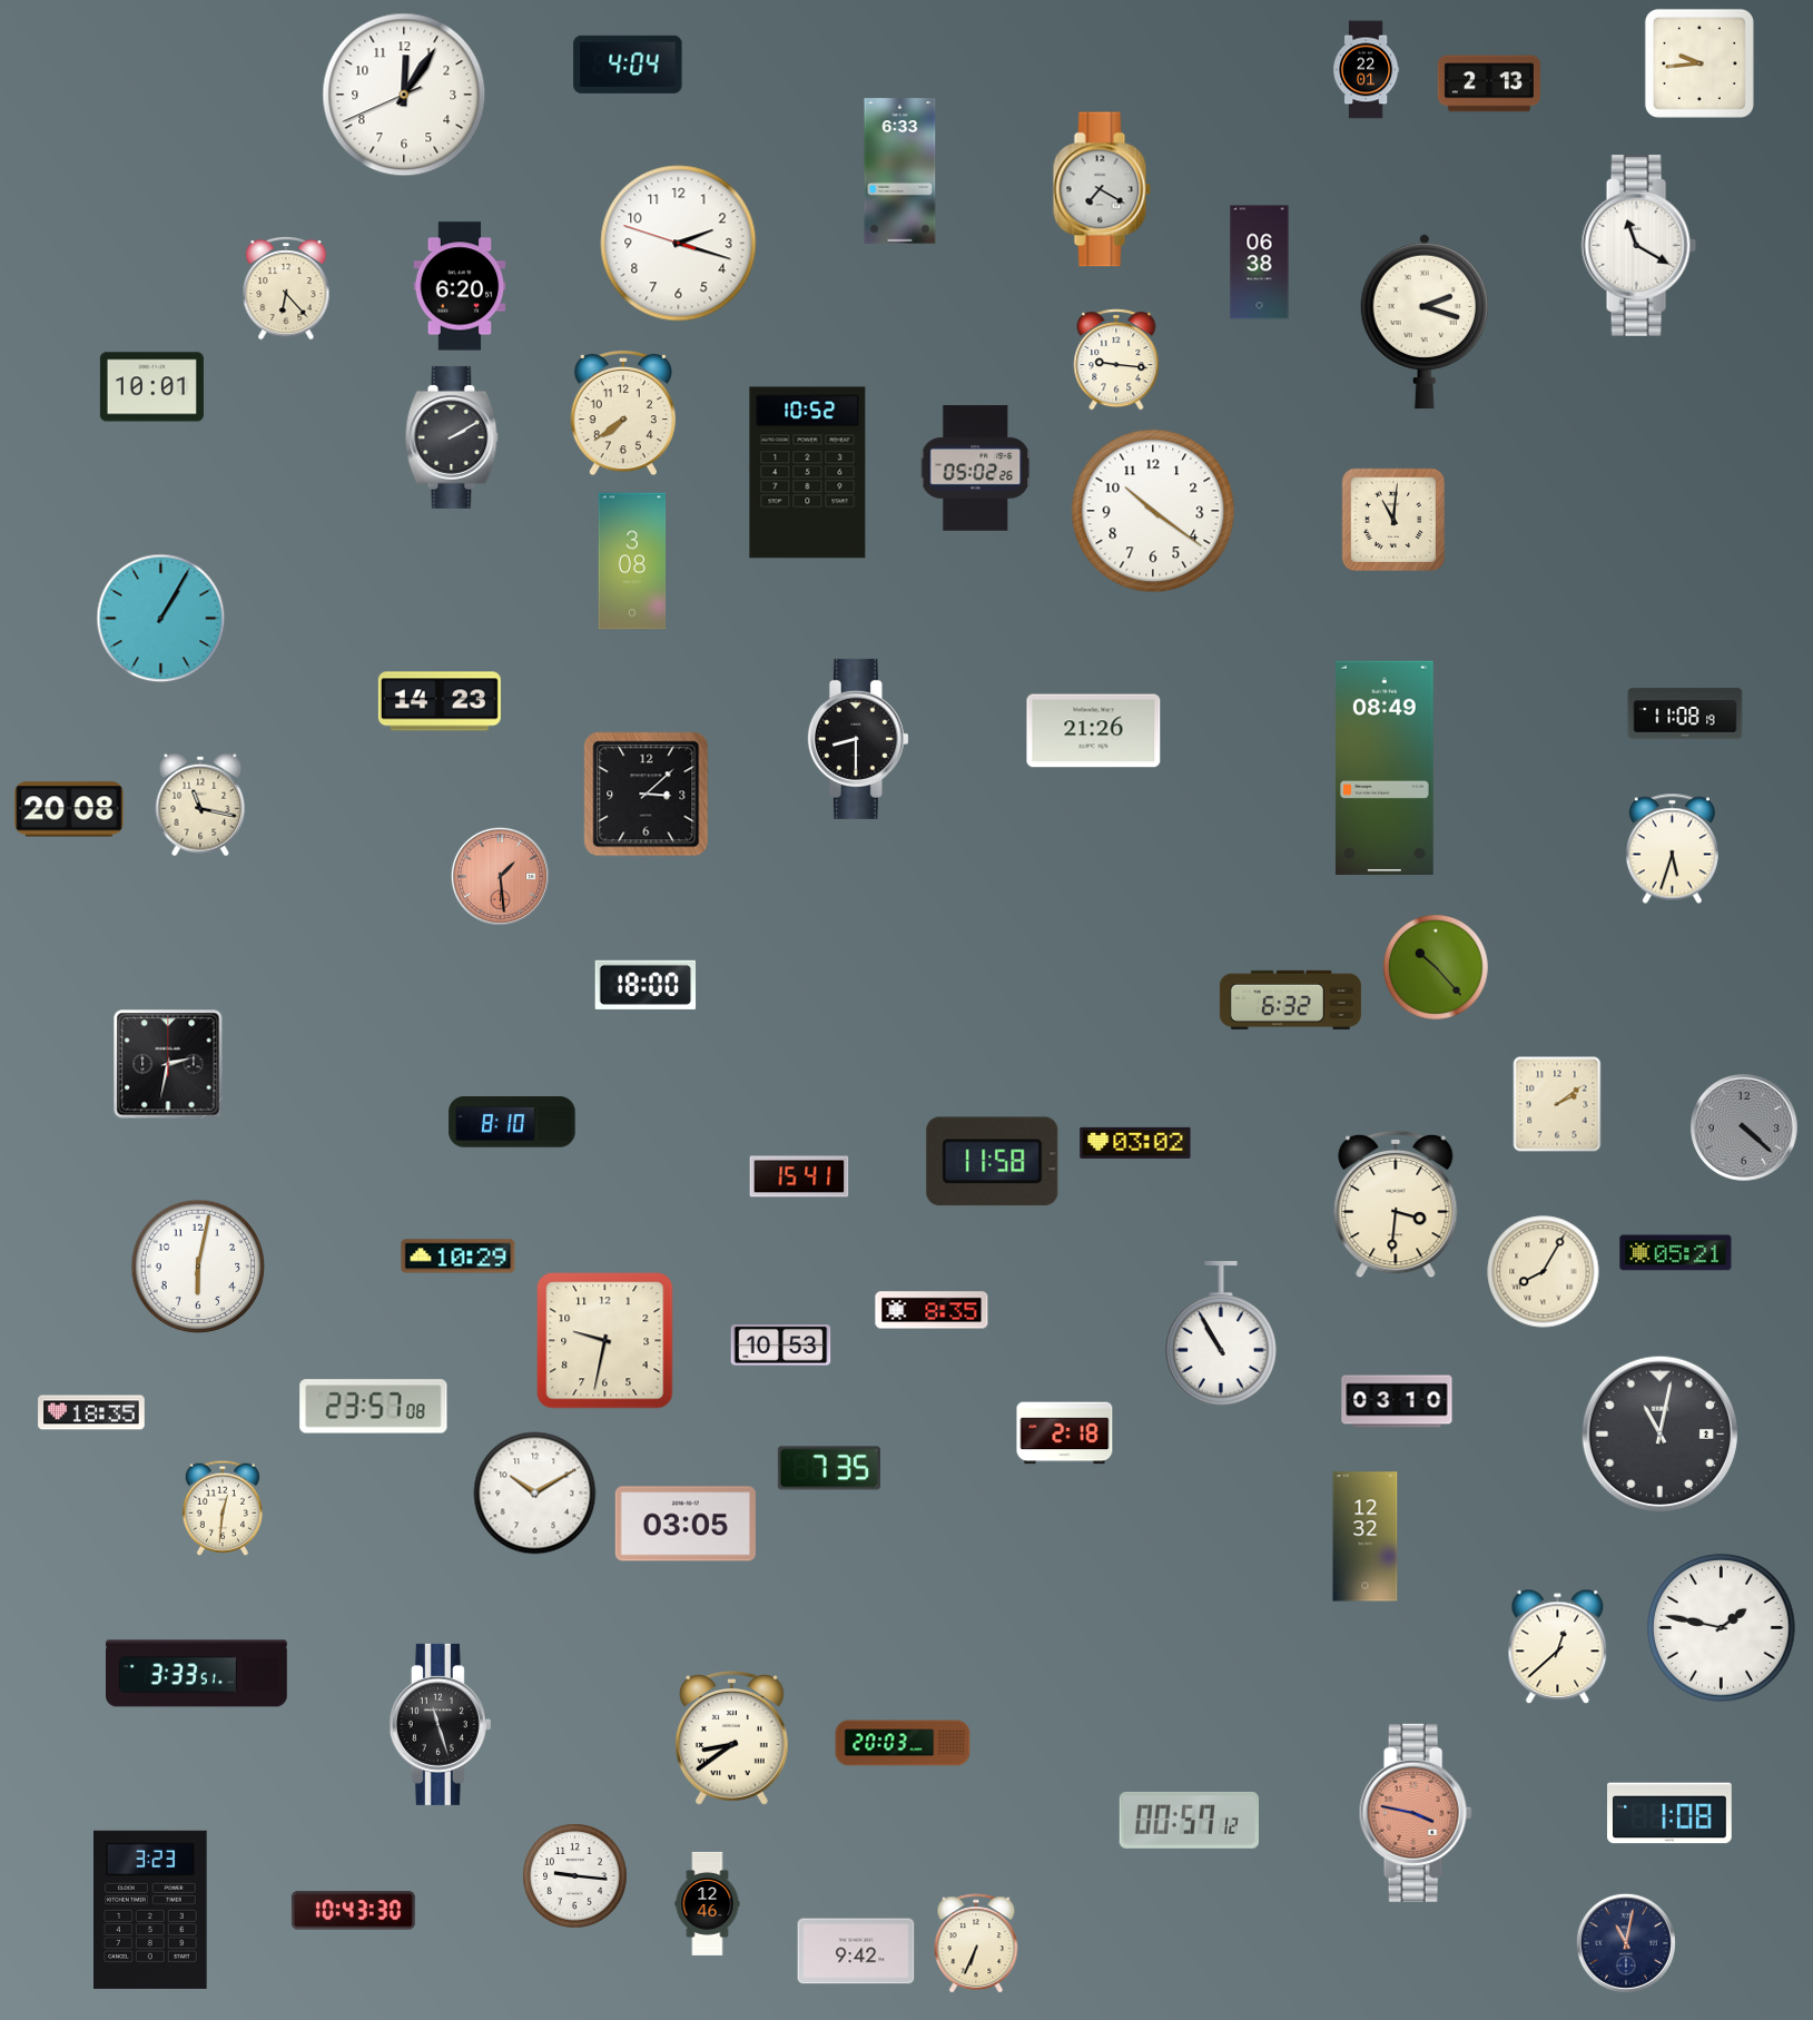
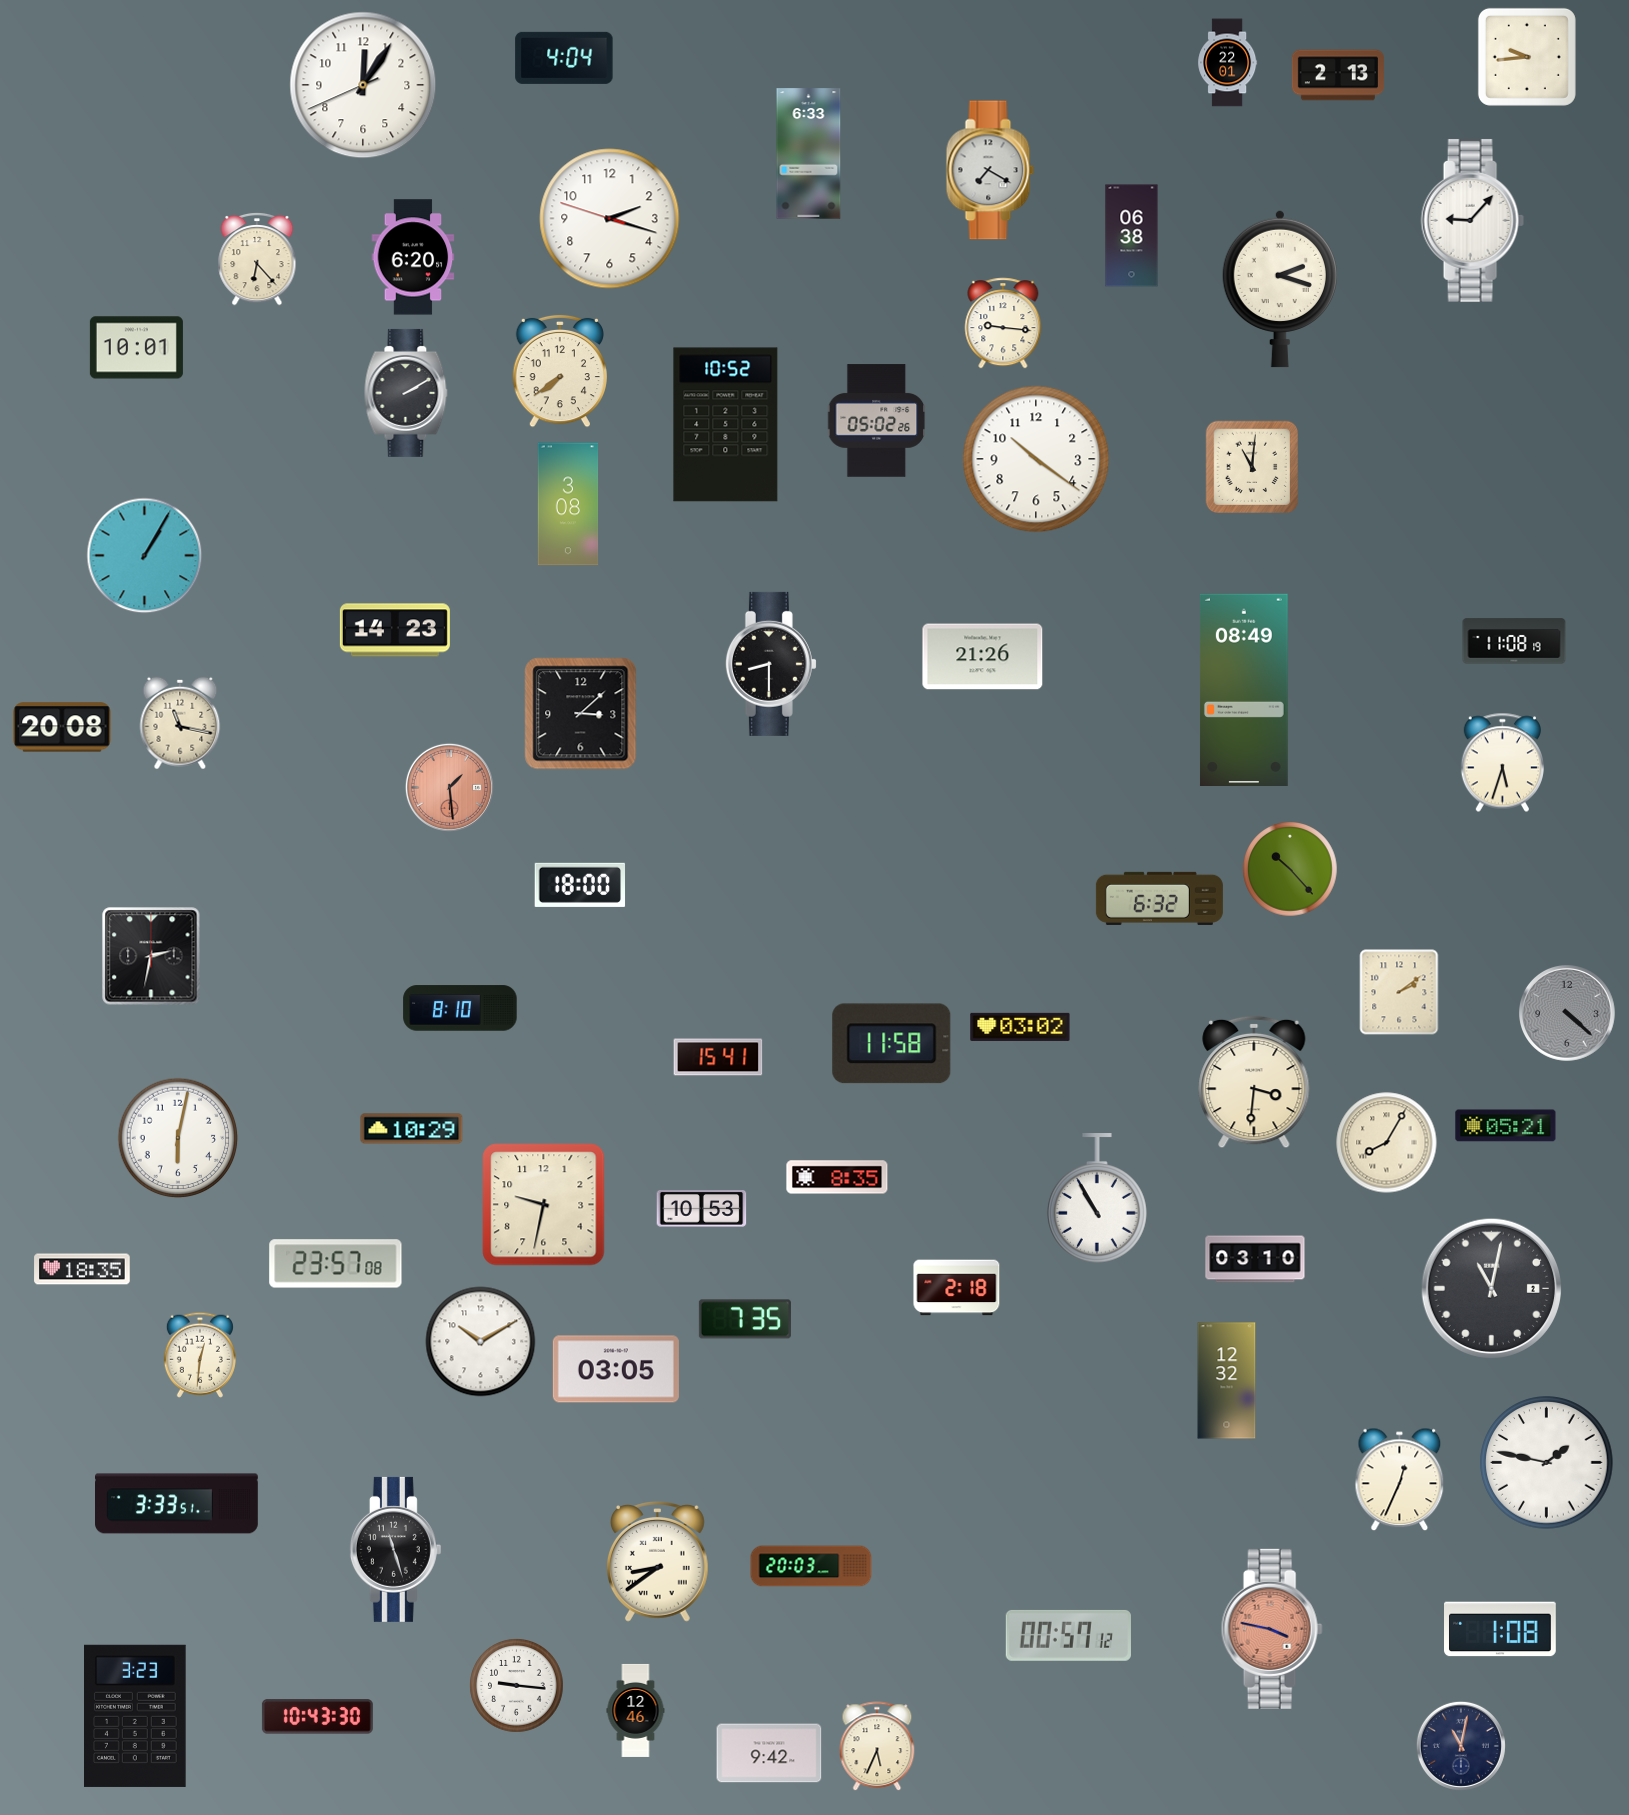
clock at (1638, 245): 11:20 -> 9:07
clock at (1558, 1647): 12:38 -> 12:34
clock at (976, 1944): 6:34 -> 5:34
